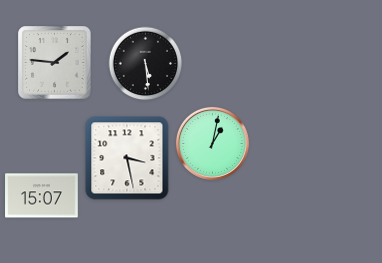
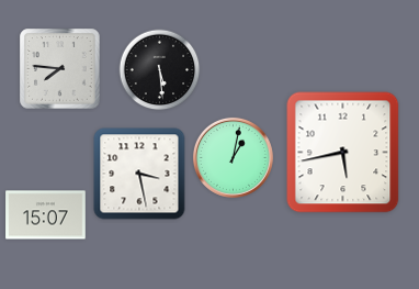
clock at (55, 63): 1:46 -> 7:46
clock at (343, 153): none -> 5:43
